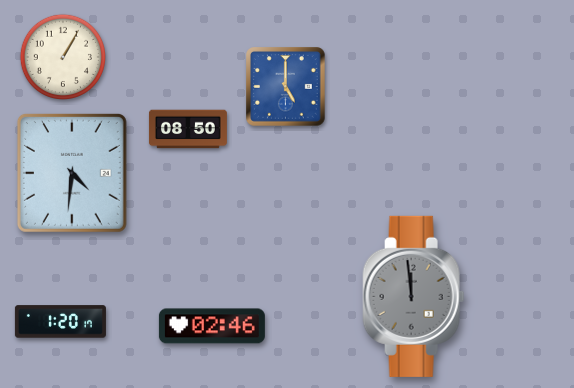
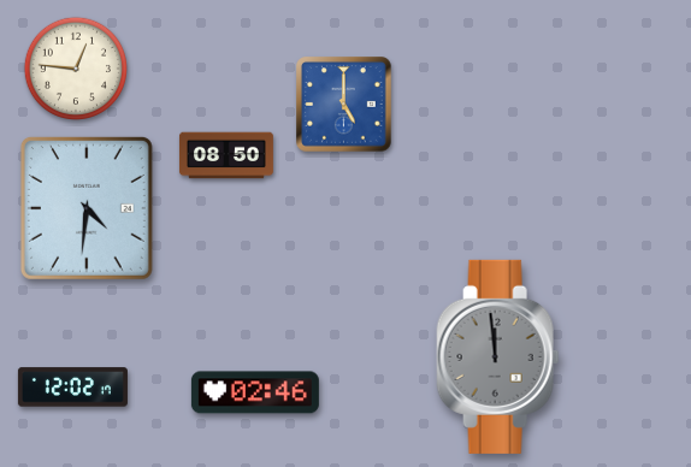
clock at (62, 56): 1:05 -> 12:46
clock at (60, 322): 1:20 -> 12:02
